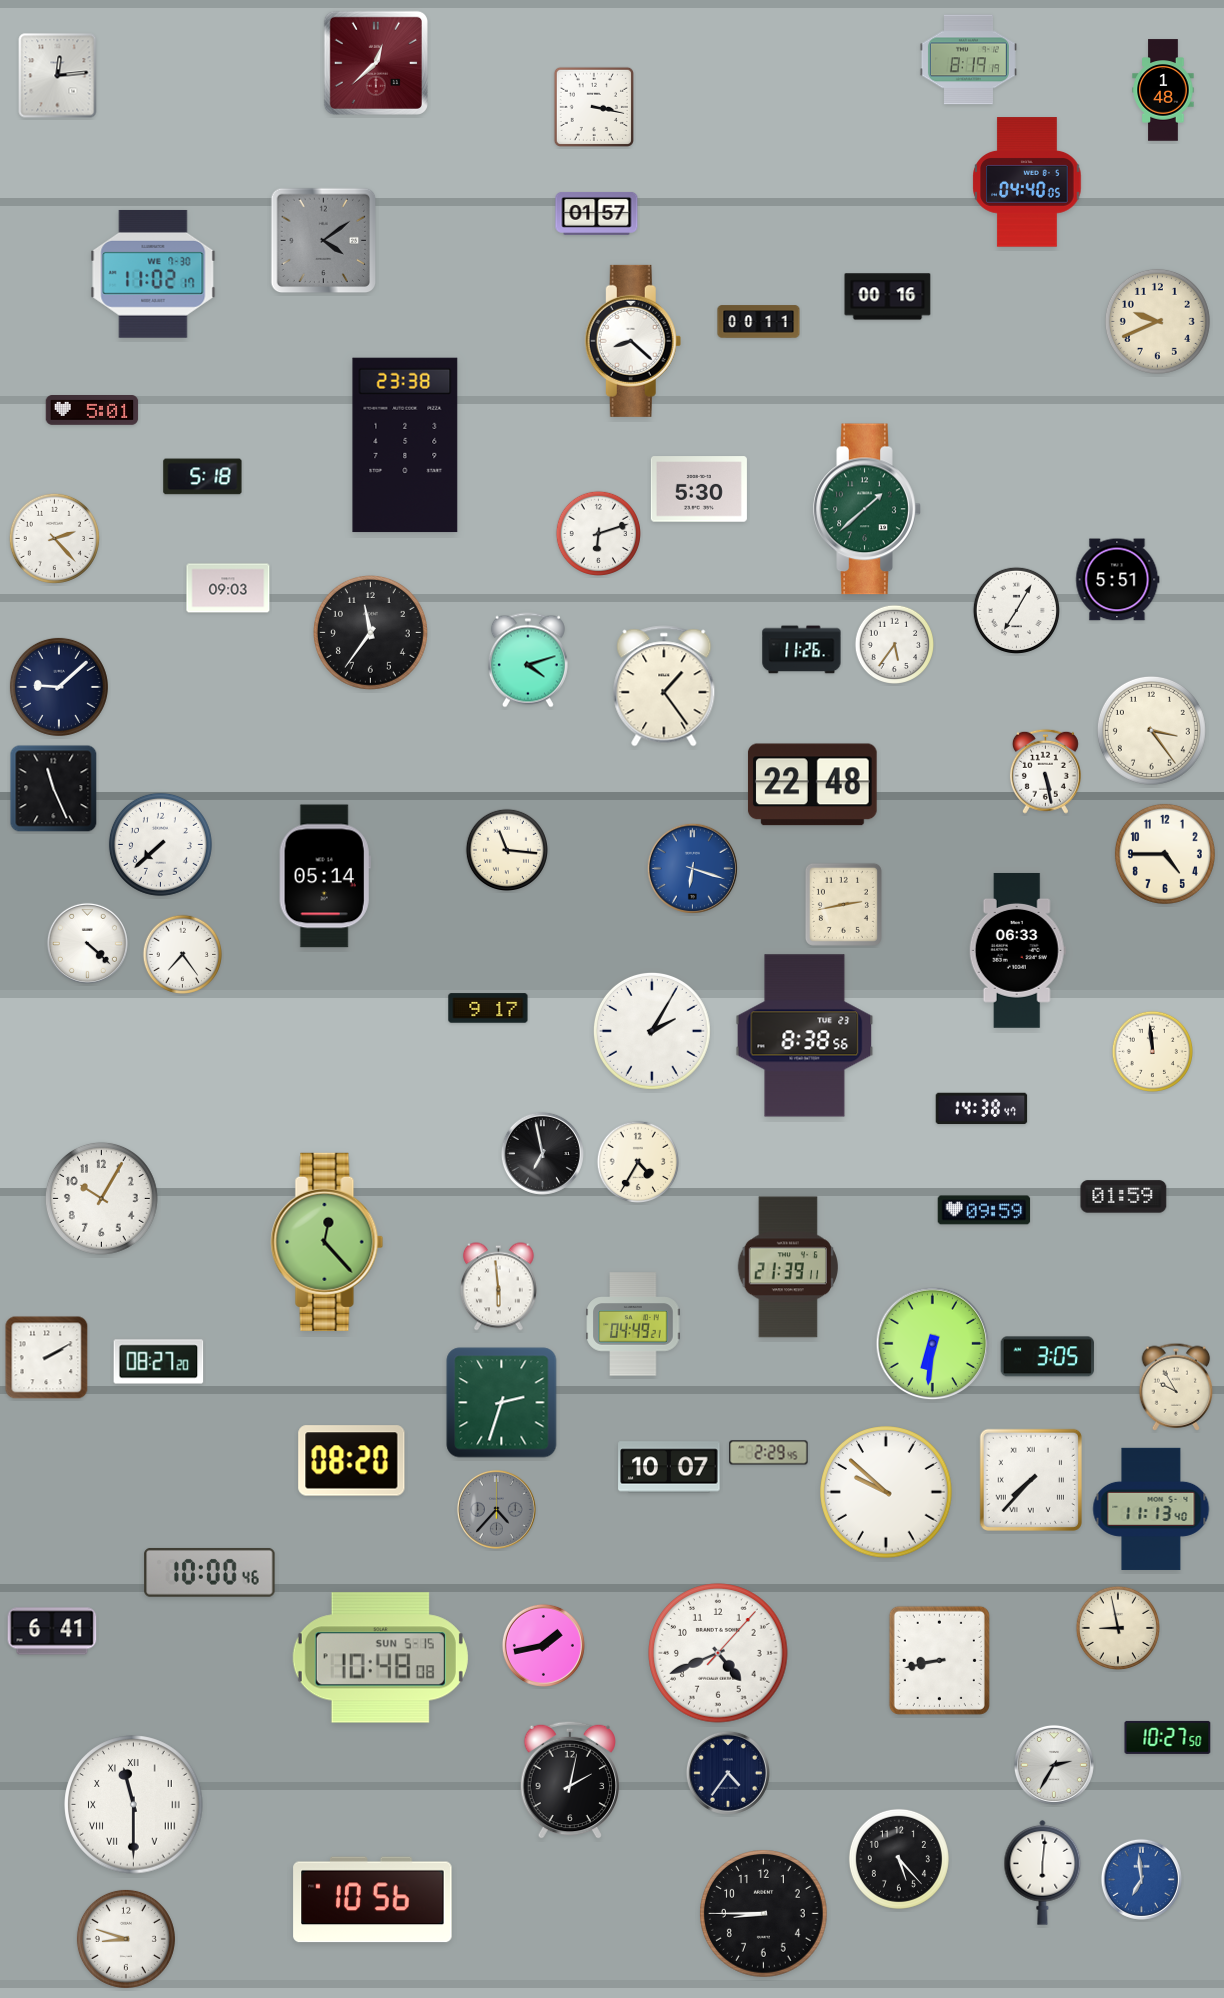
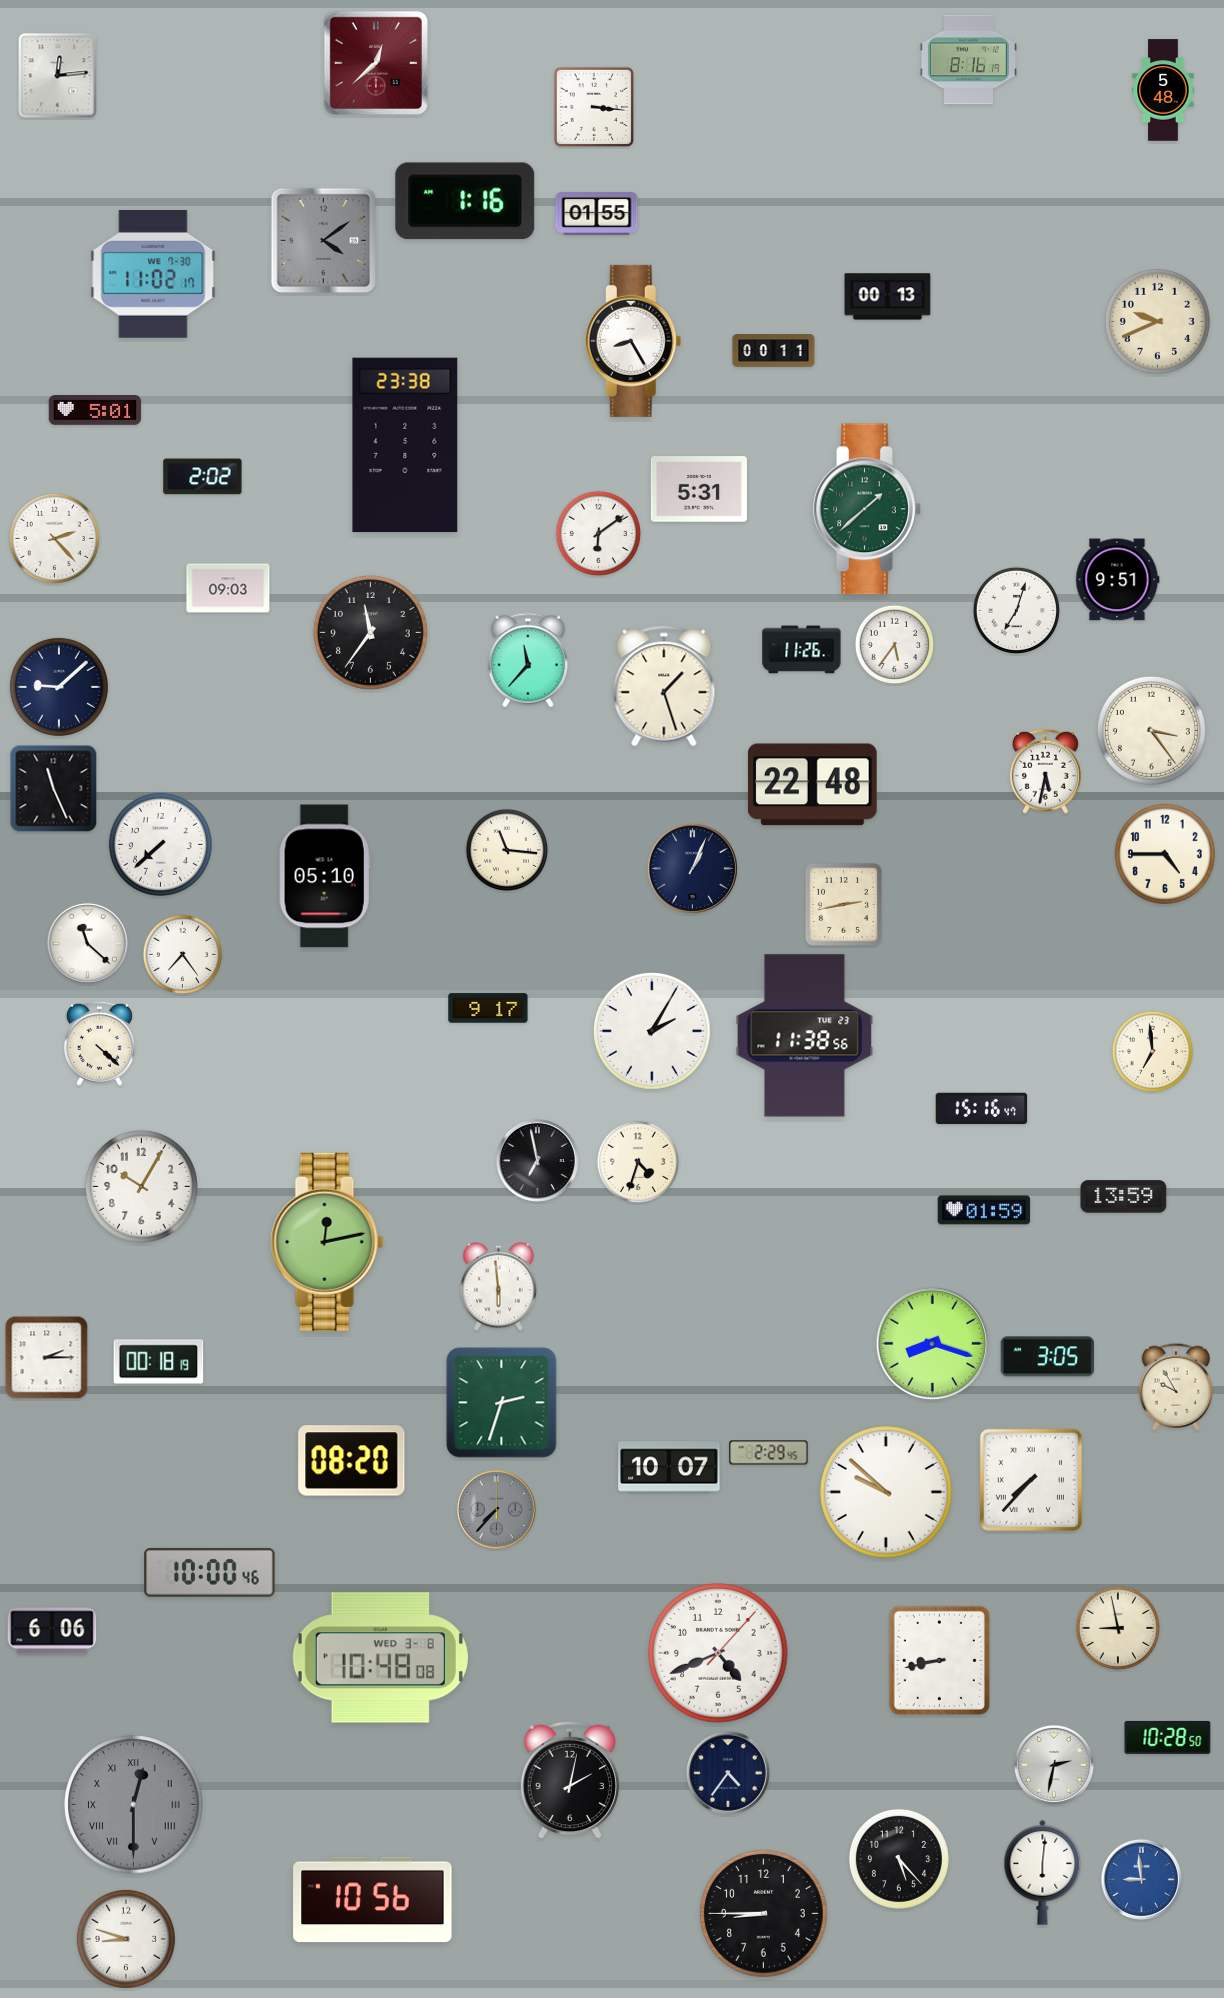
clock at (968, 60): 8:19 -> 8:16
clock at (1163, 90): 1:48 -> 5:48
clock at (594, 107): 3:17 -> 3:16
clock at (1027, 182): 04:40 -> none
clock at (465, 201): none -> 1:16
clock at (597, 213): 01:57 -> 01:55
clock at (888, 297): 00:16 -> 00:13
clock at (759, 322) position: (759, 322) -> (774, 351)
clock at (633, 341): 8:22 -> 8:25
clock at (92, 411) position: (92, 411) -> (95, 411)
clock at (203, 477): 5:18 -> 2:02
clock at (699, 489): 5:30 -> 5:31
clock at (598, 533): 6:12 -> 6:09
clock at (1118, 580): 5:51 -> 9:51
clock at (1016, 610): 7:05 -> 7:03
clock at (528, 660): 4:12 -> 11:37
clock at (664, 686): 1:24 -> 1:27
clock at (1045, 771): 5:28 -> 5:32
clock at (692, 868): 6:18 -> 1:04
clock at (692, 868) dial: blue -> navy
clock at (325, 876): 05:14 -> 05:10
clock at (87, 943): 4:22 -> 11:22
clock at (1017, 950): 06:33 -> none
clock at (805, 1036): 8:38 -> 11:38
clock at (99, 1043): none -> 4:22
clock at (1152, 1051): 11:59 -> 6:59
clock at (982, 1109): 14:38 -> 15:16
clock at (542, 1153) position: (542, 1153) -> (537, 1160)
clock at (637, 1161): 4:35 -> 4:33
clock at (1124, 1197): 01:59 -> 13:59
clock at (101, 1198) position: (101, 1198) -> (141, 1186)
clock at (984, 1210): 09:59 -> 01:59
clock at (327, 1242): 12:23 -> 12:13
clock at (788, 1267): 21:39 -> none
clock at (633, 1324): 04:49 -> none
clock at (933, 1344): 6:31 -> 8:18
clock at (47, 1358): 2:10 -> 2:15
clock at (159, 1362): 08:27 -> 00:18
clock at (496, 1509): 4:37 -> 7:37
clock at (1151, 1509): 11:13 -> none
clock at (52, 1631): 6:41 -> 6:06
clock at (543, 1645): 1:43 -> none
clock at (380, 1658) date: SUN 5-15 -> WED 3-8
clock at (1168, 1737): 10:27 -> 10:28
clock at (1054, 1765): 2:35 -> 2:32
clock at (134, 1805): 11:30 -> 12:30
clock at (134, 1805) dial: white -> grey
clock at (1141, 1879): 6:59 -> 8:59
